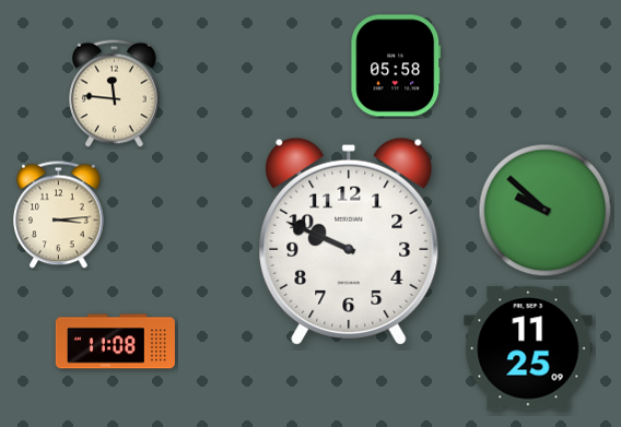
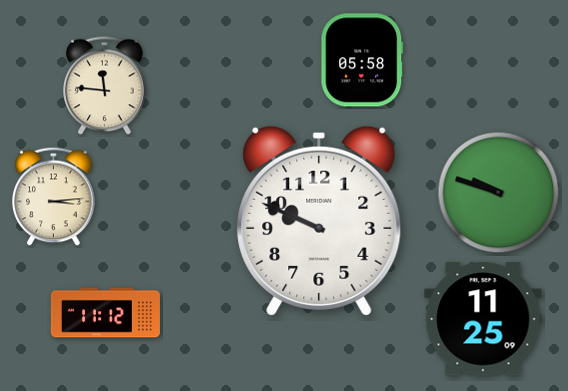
clock at (546, 211): 9:52 -> 9:48
clock at (115, 342): 11:08 -> 11:12
